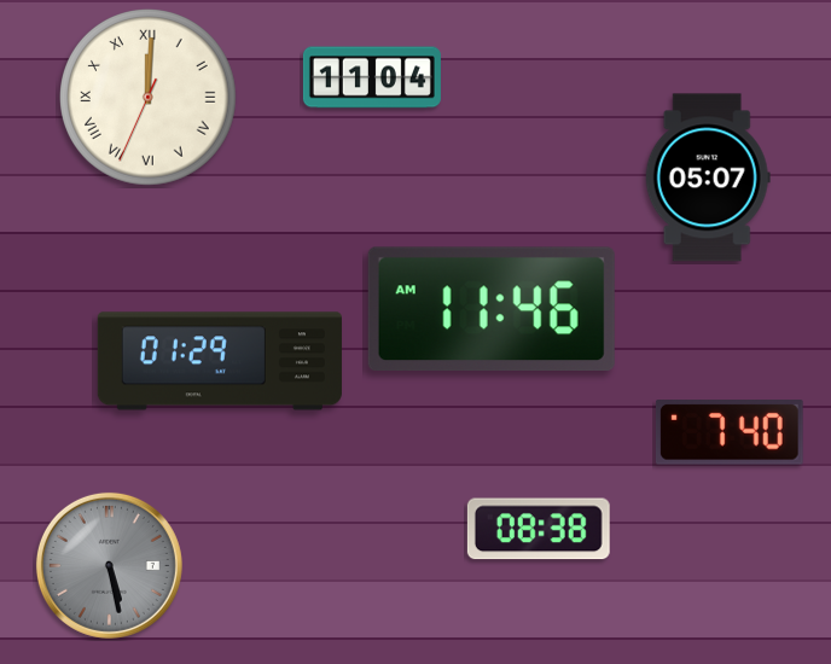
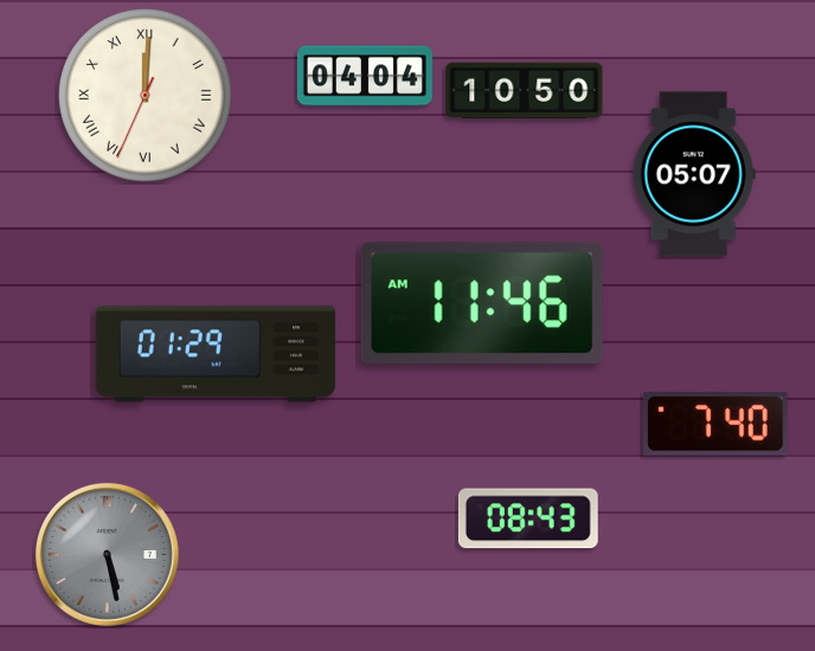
clock at (372, 77): 11:04 -> 04:04
clock at (525, 91): none -> 10:50
clock at (539, 529): 08:38 -> 08:43
